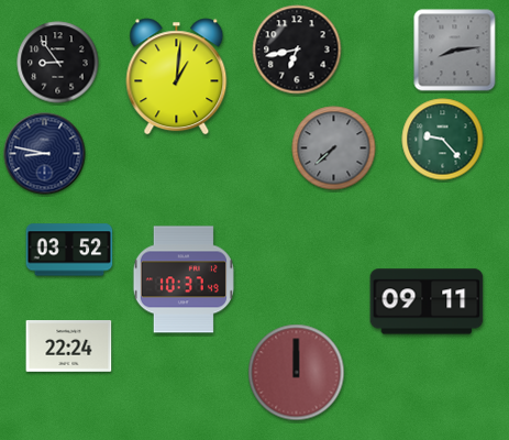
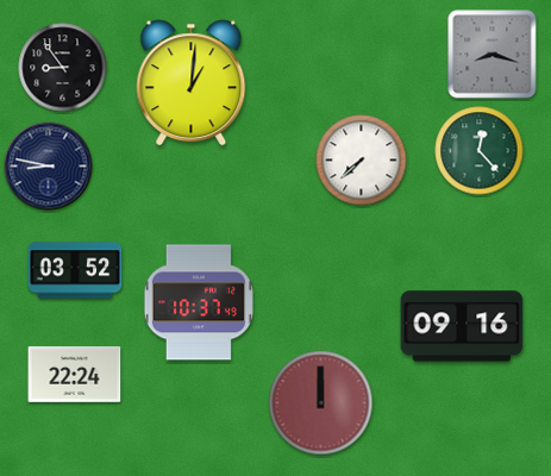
clock at (297, 50): 6:43 -> none
clock at (455, 51): 8:14 -> 8:18
clock at (443, 140): 9:23 -> 12:23
clock at (334, 148) dial: grey -> white
clock at (427, 301): 09:11 -> 09:16
